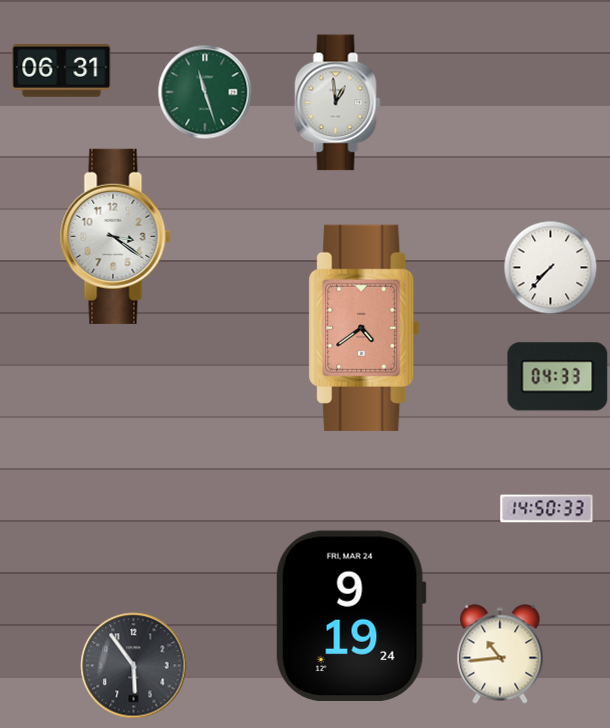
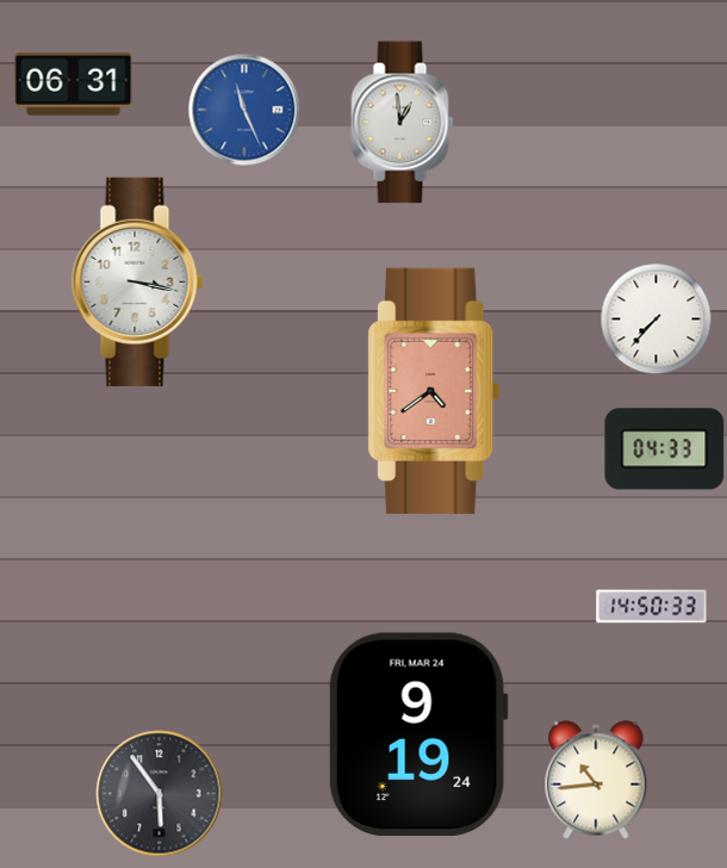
clock at (205, 92): 11:27 -> 11:26
clock at (205, 92) dial: green -> blue
clock at (115, 236): 3:21 -> 3:17
